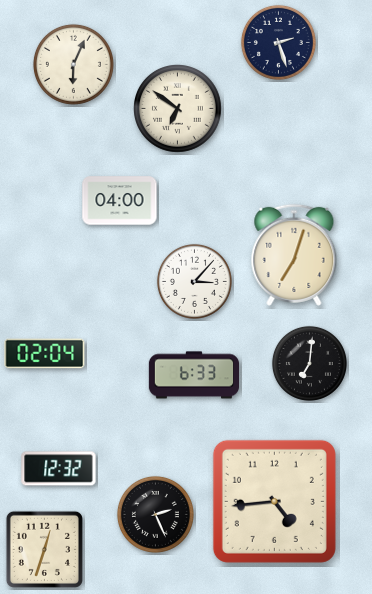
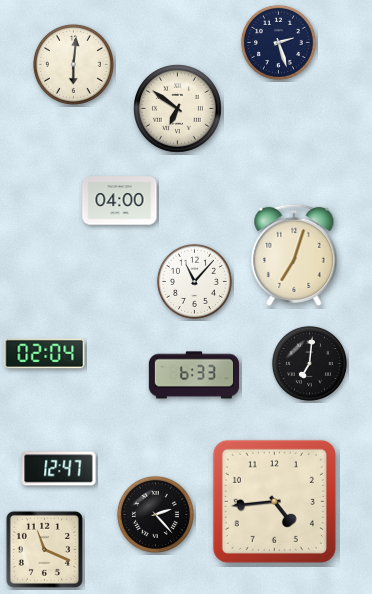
clock at (73, 64): 6:04 -> 6:01
clock at (194, 281): 3:07 -> 11:07
clock at (59, 469): 12:32 -> 12:47
clock at (155, 514): 2:26 -> 2:23
clock at (44, 549): 12:33 -> 11:19
